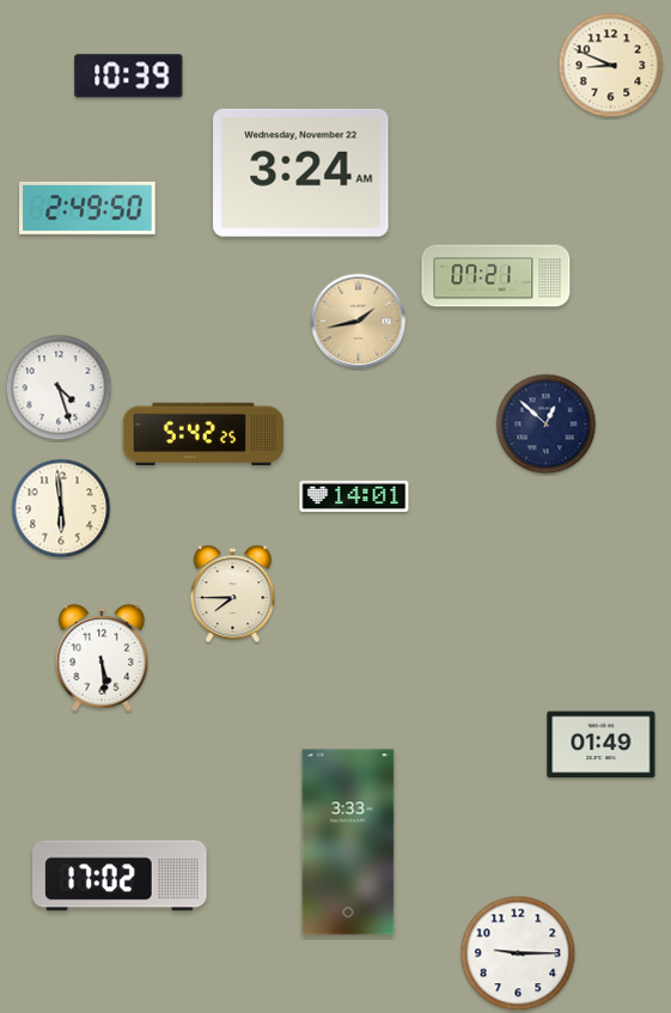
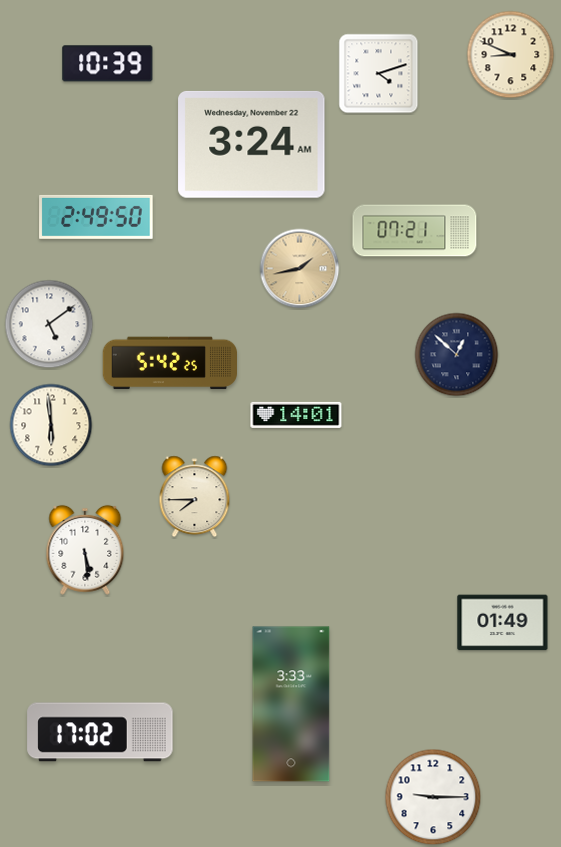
clock at (379, 74): none -> 4:12
clock at (87, 208) position: (87, 208) -> (96, 217)
clock at (59, 387): 4:27 -> 5:09
